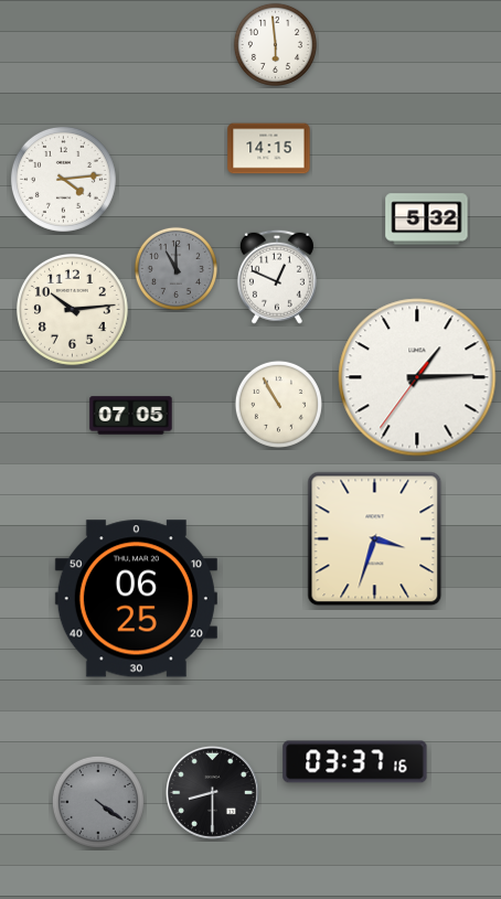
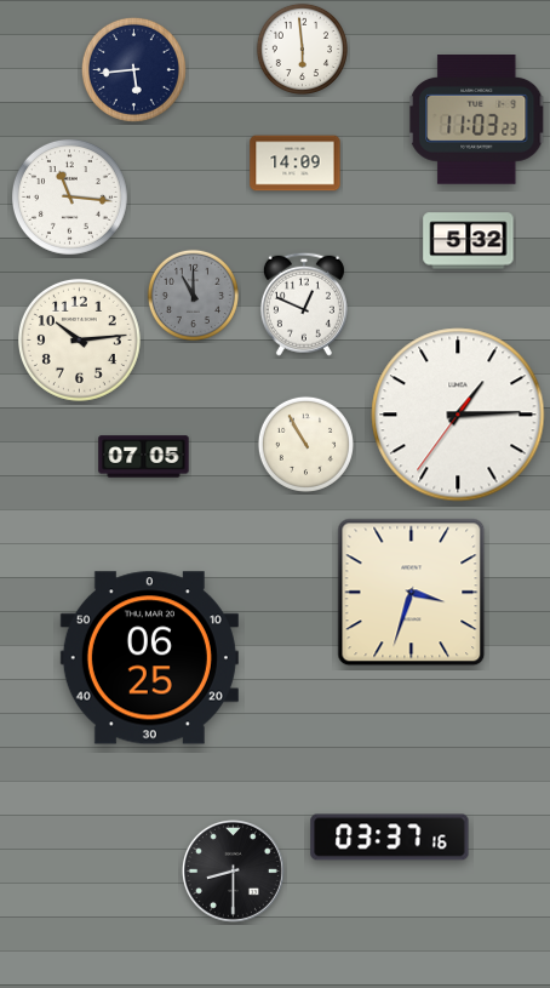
clock at (133, 69): none -> 5:44
clock at (477, 120): none -> 11:03
clock at (269, 149): 14:15 -> 14:09
clock at (63, 179): 4:14 -> 11:16
clock at (98, 802): 4:21 -> none
